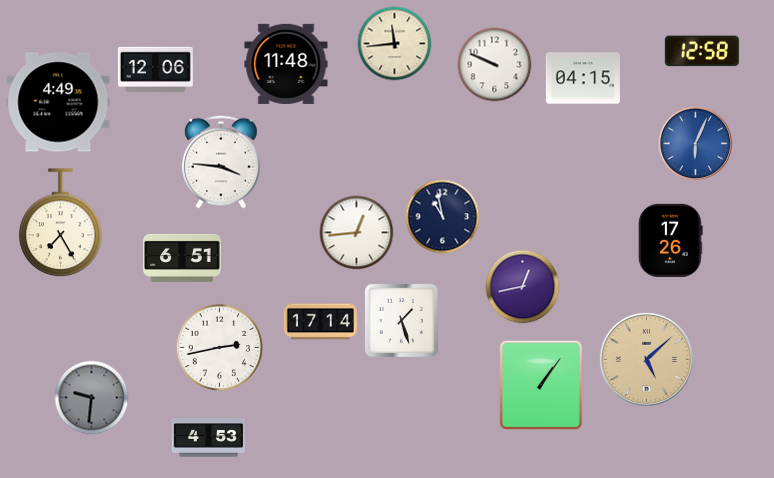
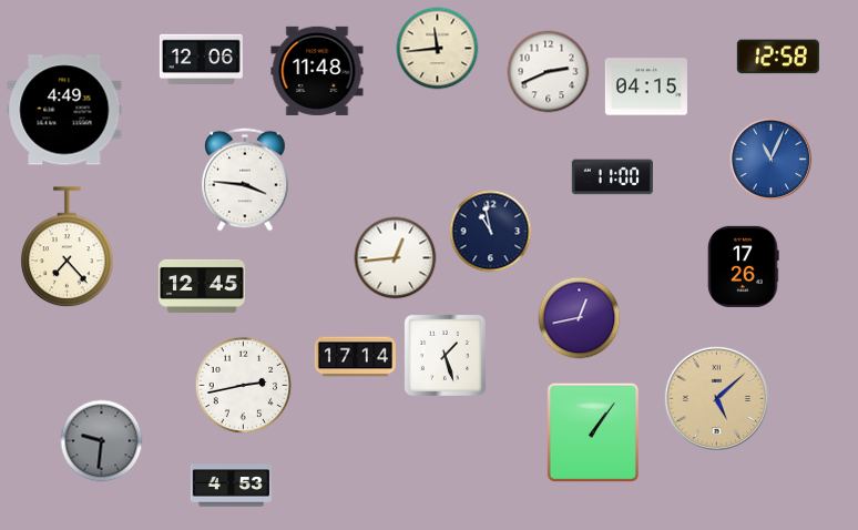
clock at (495, 65): 9:49 -> 2:41
clock at (155, 69) position: (155, 69) -> (201, 59)
clock at (58, 102) position: (58, 102) -> (64, 110)
clock at (696, 144): 6:04 -> 11:04
clock at (612, 177): none -> 11:00
clock at (443, 217) position: (443, 217) -> (491, 232)
clock at (61, 223): 7:25 -> 7:23
clock at (182, 258): 6:51 -> 12:45
clock at (541, 385) position: (541, 385) -> (593, 432)
